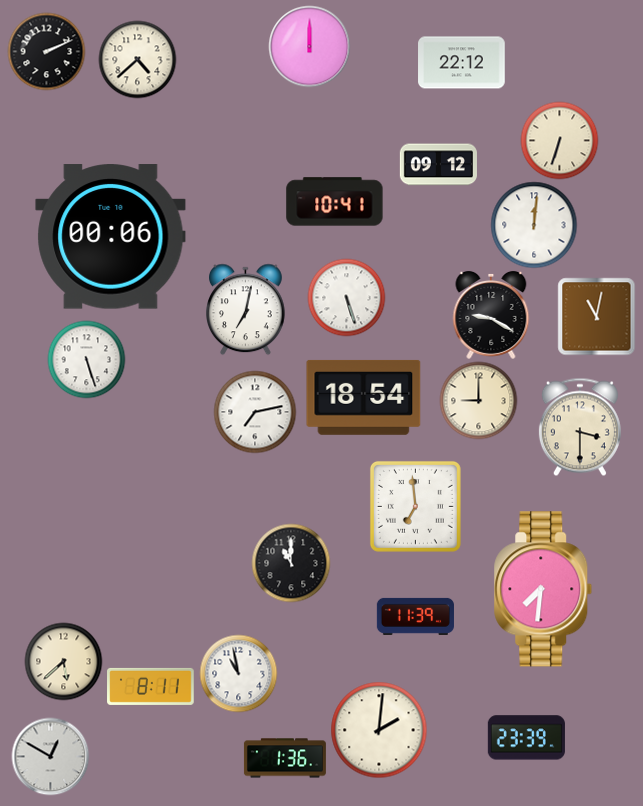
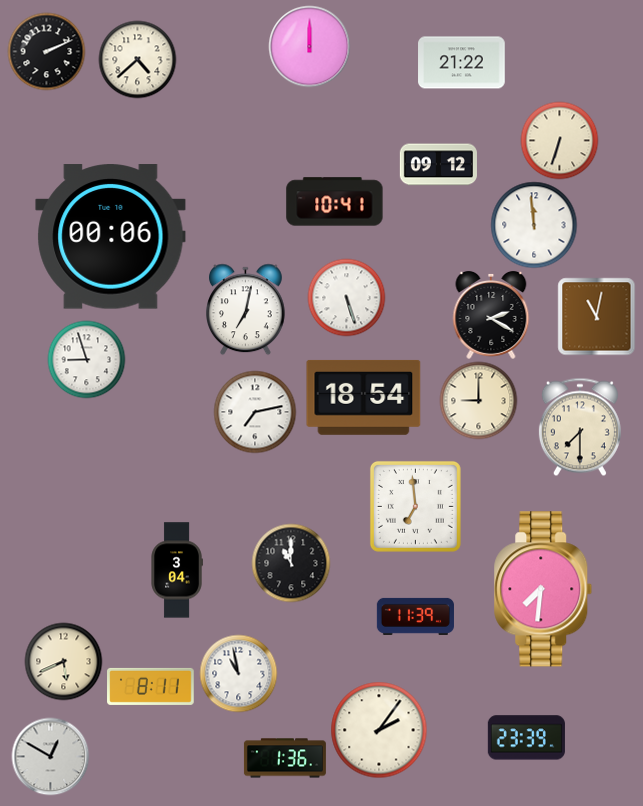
clock at (462, 63): 22:12 -> 21:22
clock at (534, 225): 12:01 -> 11:59
clock at (491, 315): 9:20 -> 2:20
clock at (86, 359): 5:27 -> 8:57
clock at (580, 427): 3:30 -> 7:30
clock at (177, 570): none -> 3:04
clock at (63, 661): 5:38 -> 5:41
clock at (379, 730): 2:01 -> 2:06
